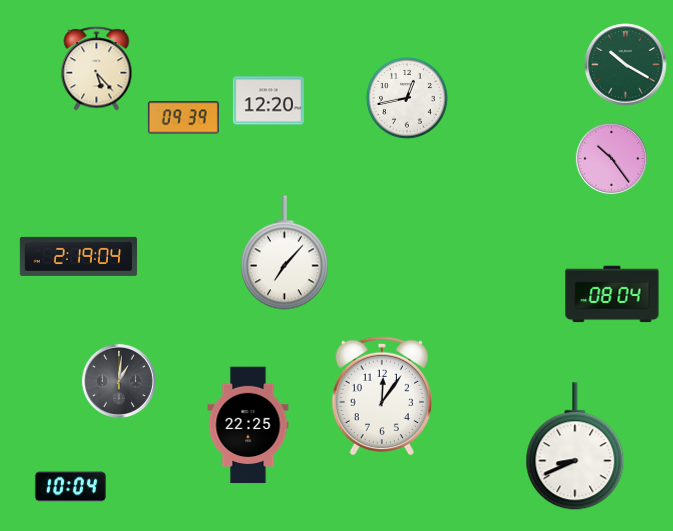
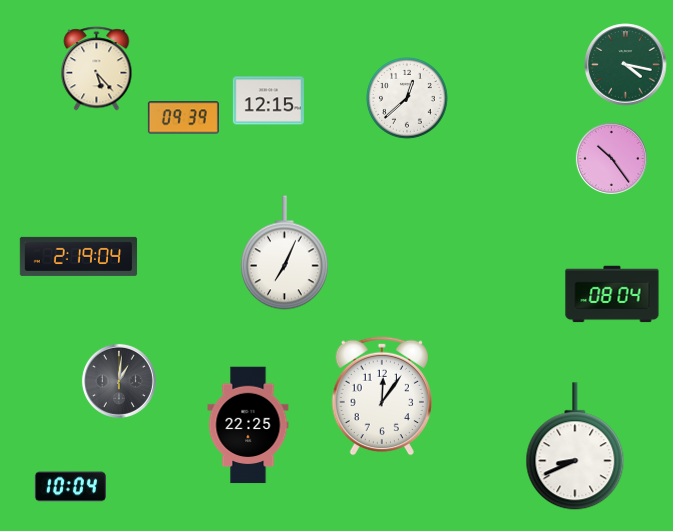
clock at (626, 65): 10:20 -> 4:17
clock at (408, 99): 12:43 -> 12:38
clock at (268, 101): 12:20 -> 12:15
clock at (284, 253): 7:07 -> 7:04
